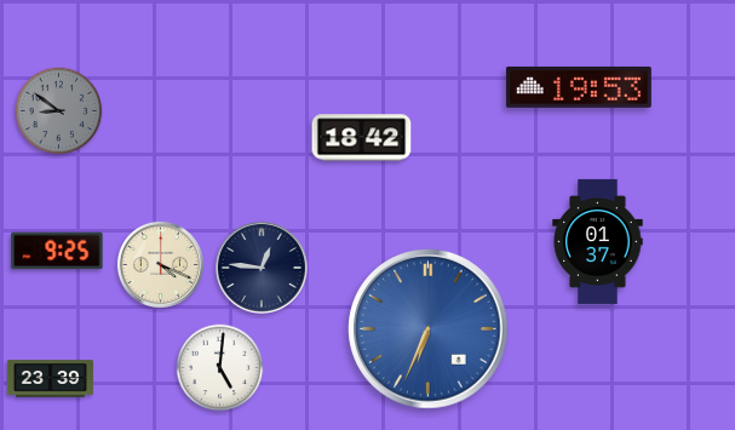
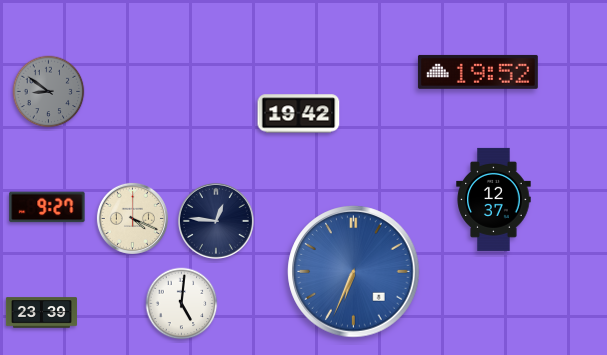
clock at (579, 87): 19:53 -> 19:52
clock at (362, 138): 18:42 -> 19:42
clock at (598, 241): 01:37 -> 12:37
clock at (57, 251): 9:25 -> 9:27
